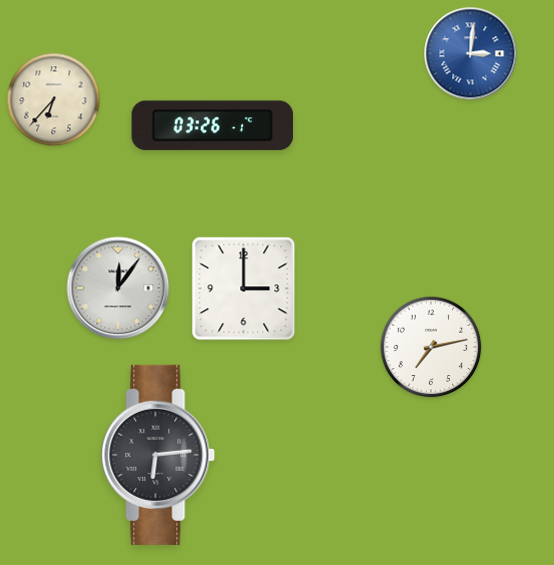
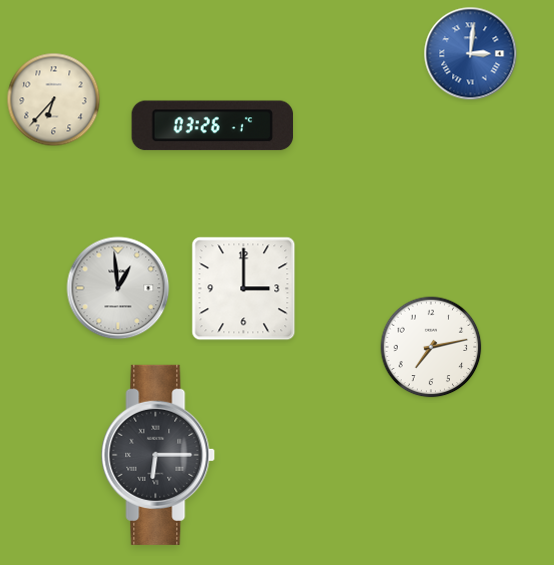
clock at (118, 288): 12:06 -> 12:59
clock at (158, 455): 6:14 -> 6:15
